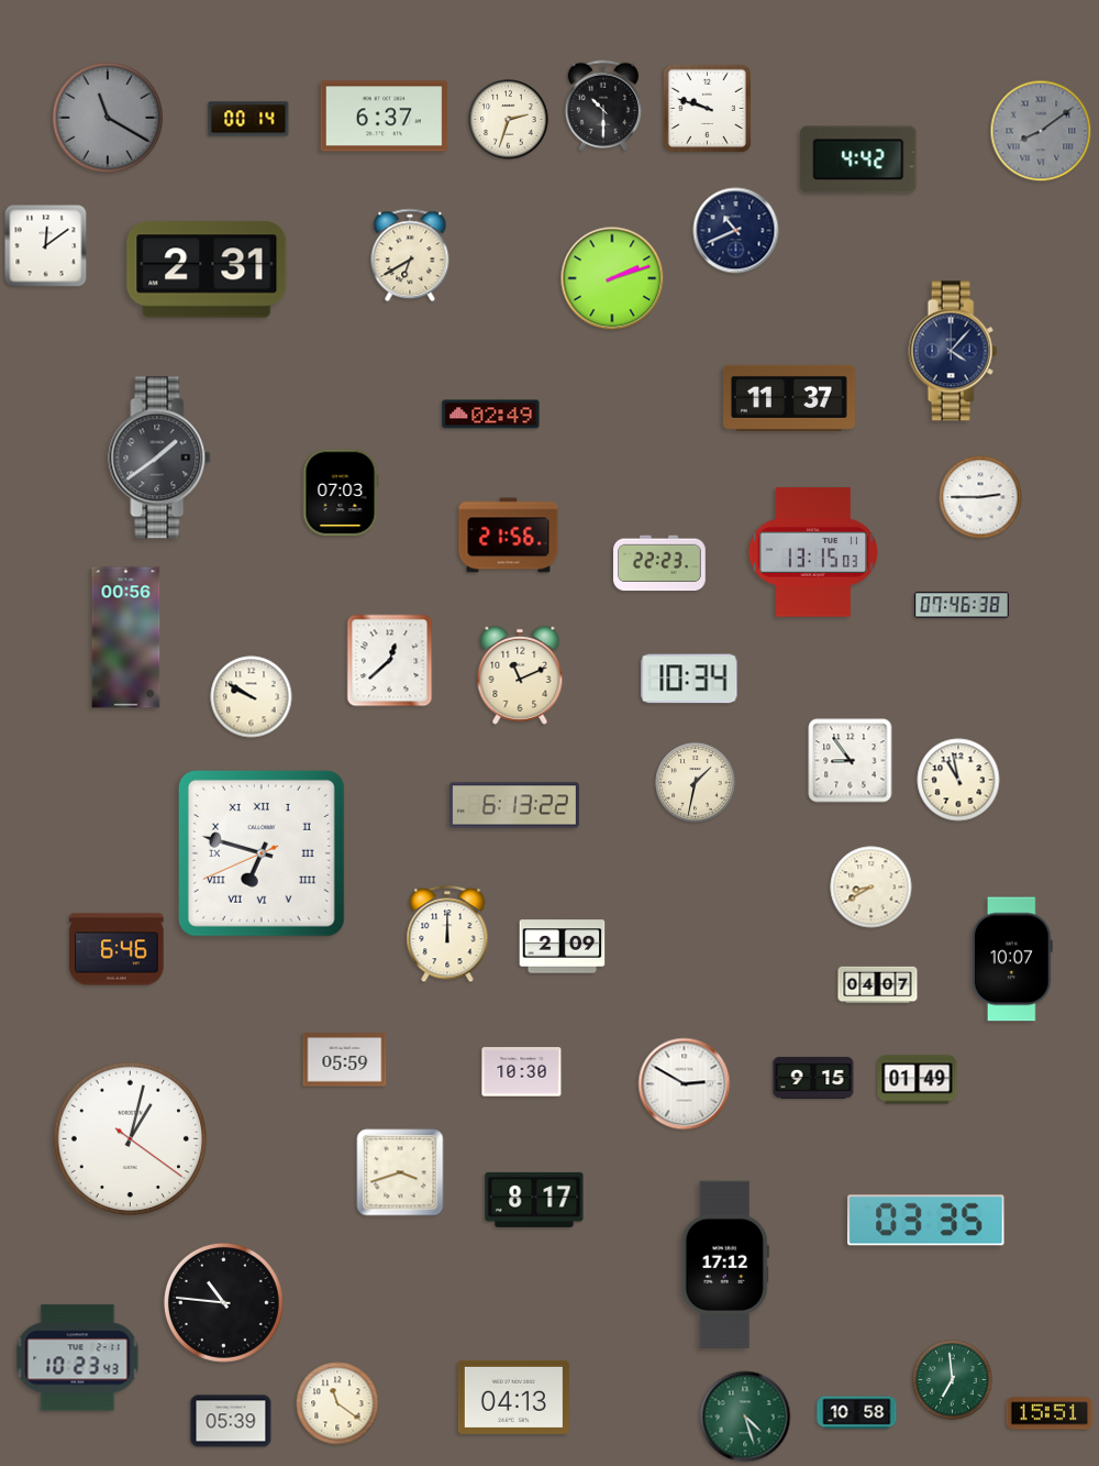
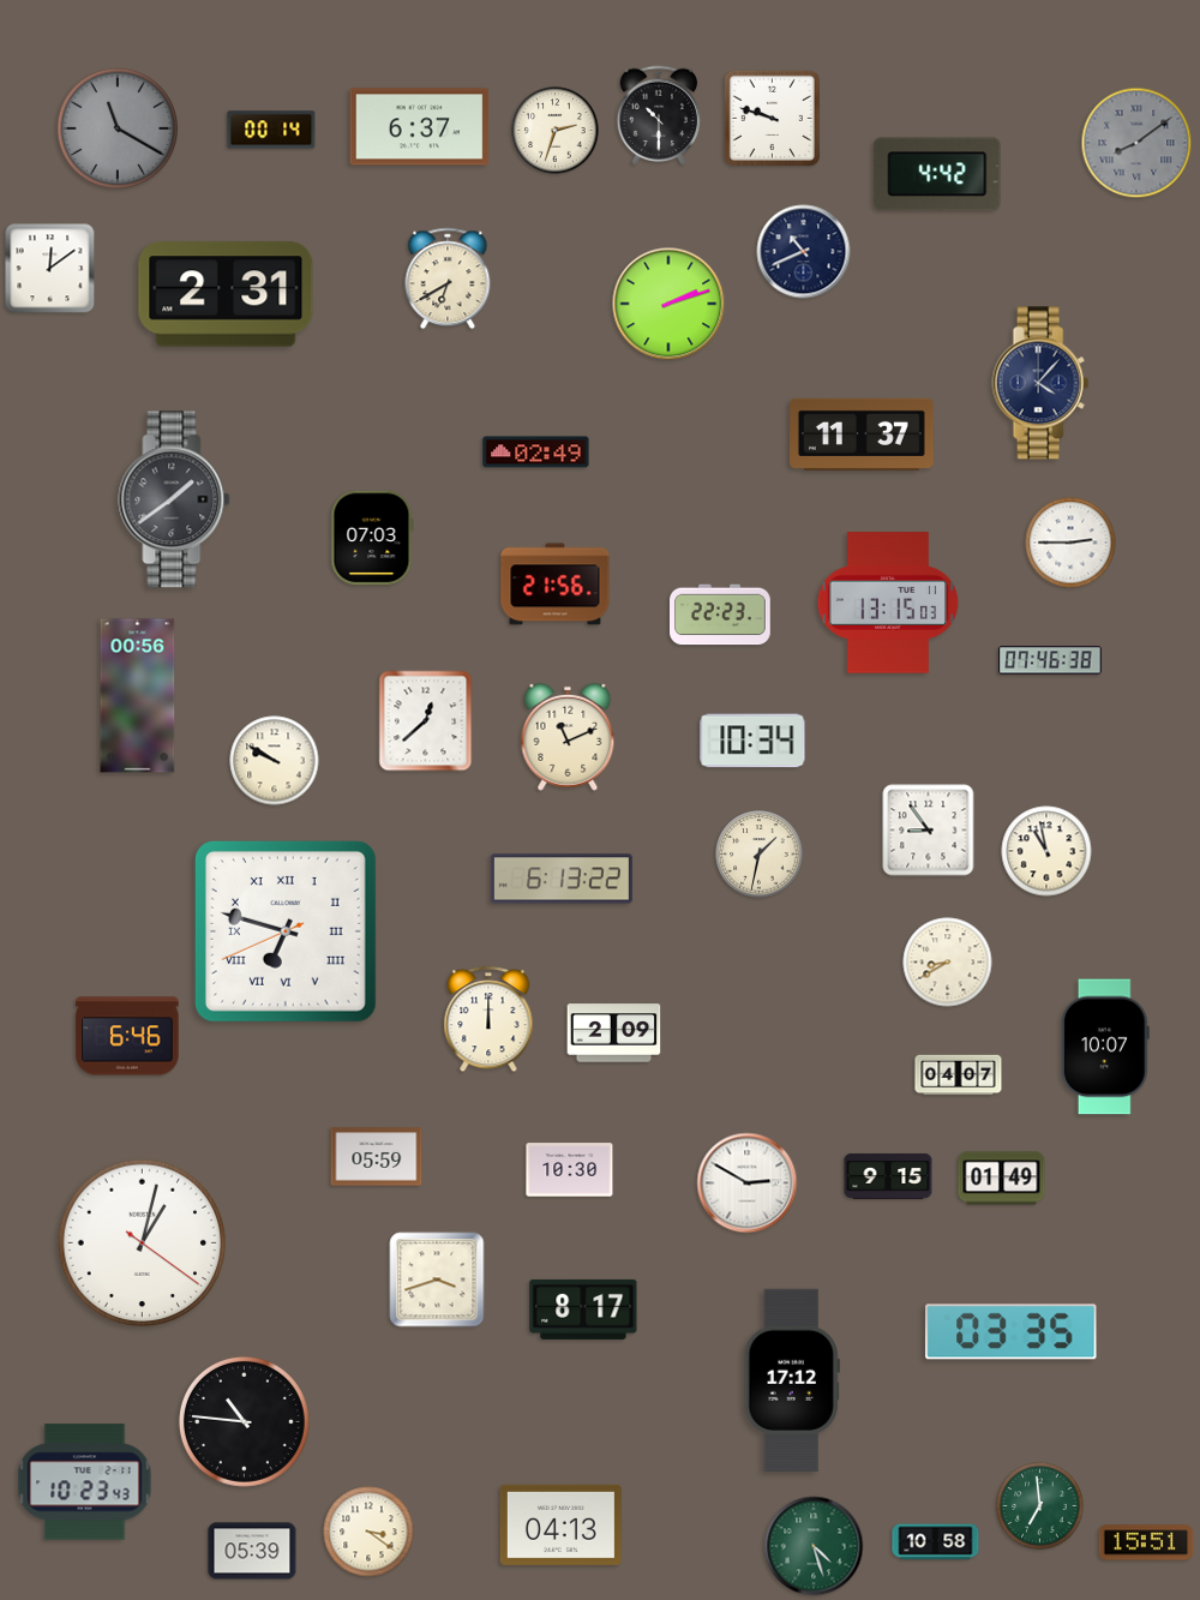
clock at (872, 888) position: (872, 888) -> (948, 963)
clock at (337, 1403): 11:21 -> 3:21
